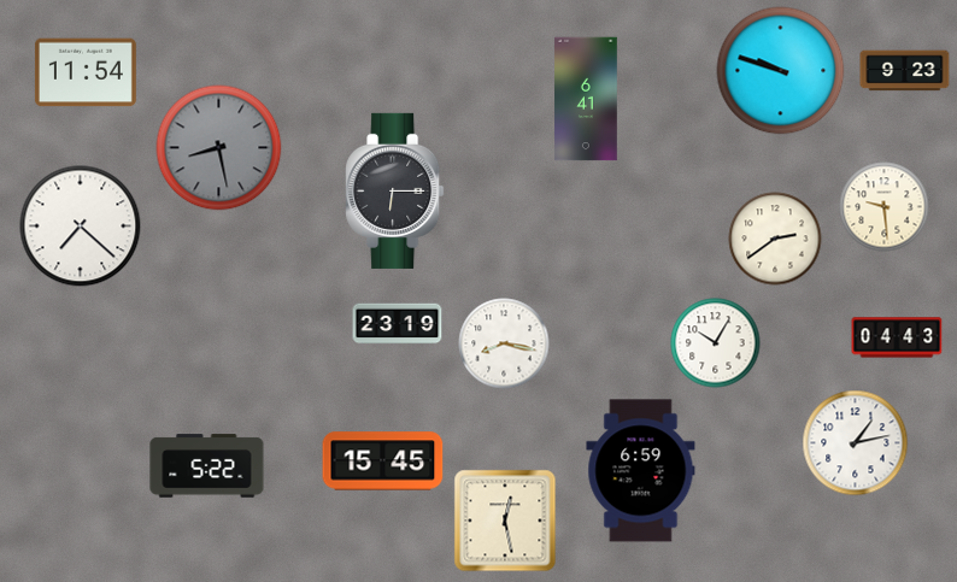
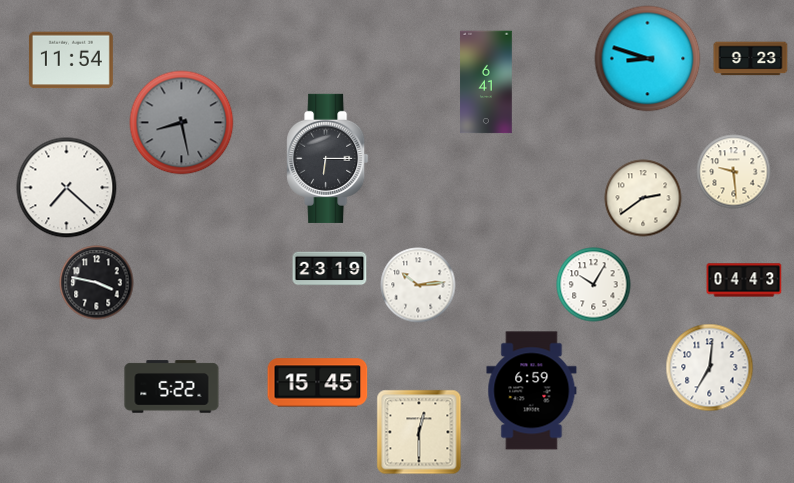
clock at (781, 71): 9:48 -> 8:48
clock at (97, 283): none -> 3:47
clock at (504, 343): 8:17 -> 10:14
clock at (856, 443): 1:13 -> 7:01
clock at (505, 521): 12:28 -> 12:30
